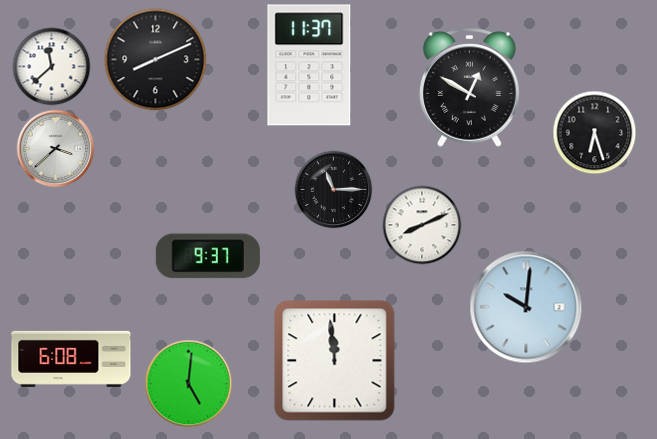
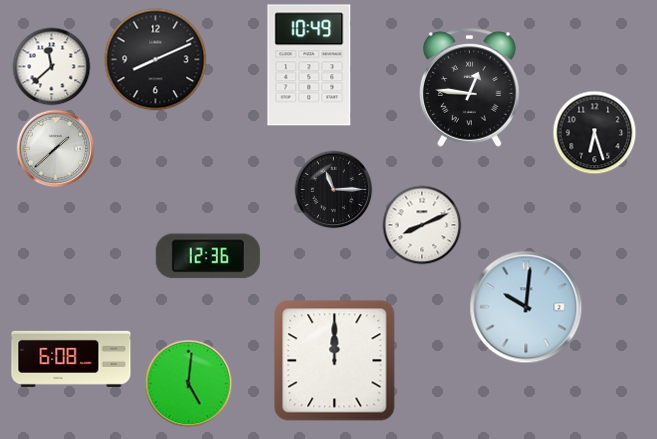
clock at (309, 65): 11:37 -> 10:49
clock at (470, 88): 12:50 -> 12:46
clock at (56, 149): 3:38 -> 1:38
clock at (208, 256): 9:37 -> 12:36
clock at (335, 361): 11:59 -> 12:00
